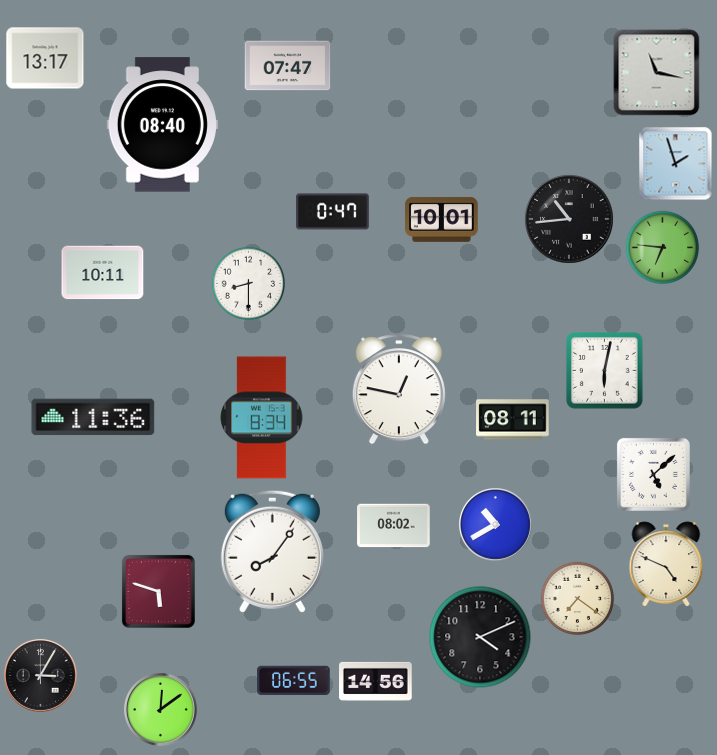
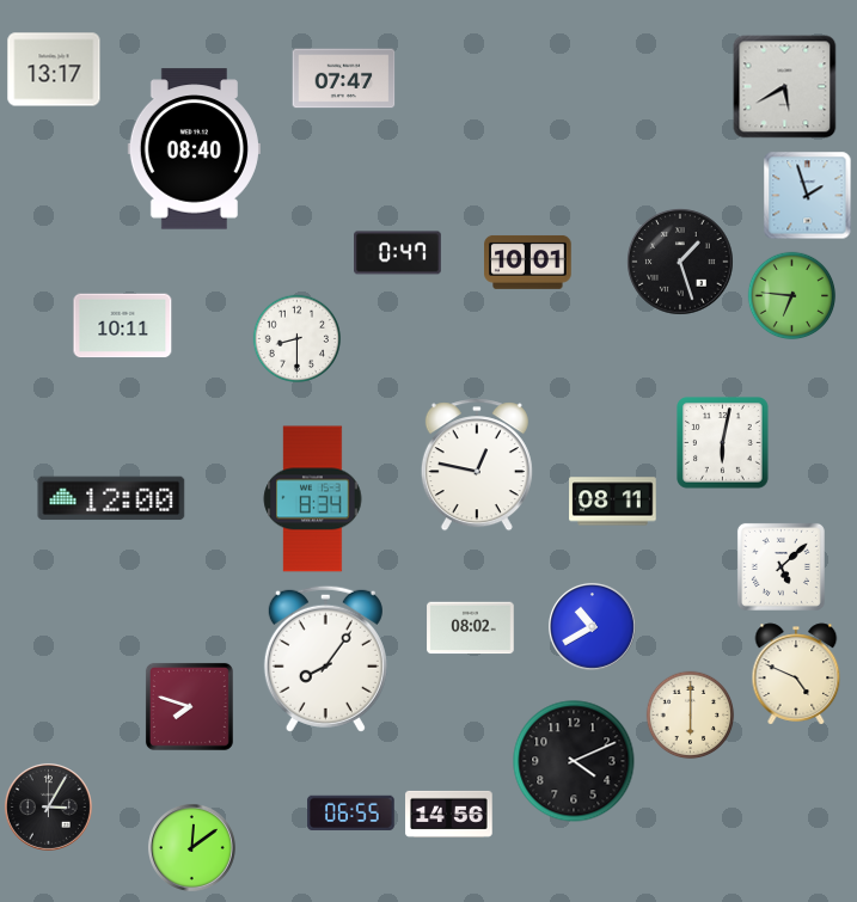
clock at (657, 73): 11:17 -> 5:40
clock at (569, 219): 10:44 -> 1:27
clock at (93, 417): 11:36 -> 12:00
clock at (158, 591): 5:48 -> 7:48
clock at (578, 599): 7:21 -> 6:00
